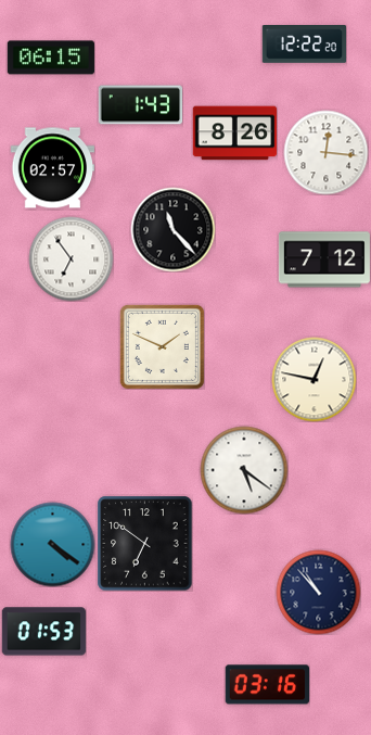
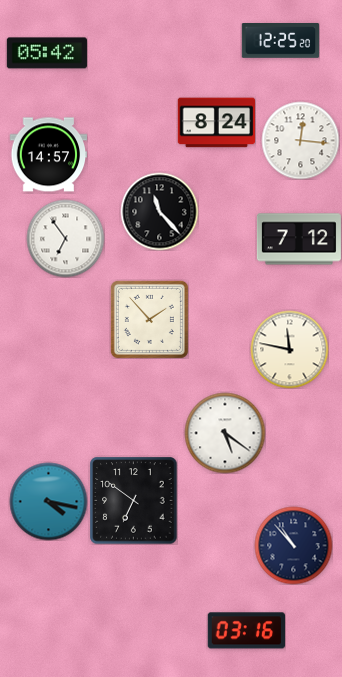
clock at (304, 45): 12:22 -> 12:25
clock at (51, 58): 06:15 -> 05:42
clock at (140, 105): 1:43 -> none
clock at (234, 134): 8:26 -> 8:24
clock at (52, 168): 02:57 -> 14:57
clock at (162, 346): 1:49 -> 1:53
clock at (314, 379): 12:47 -> 11:47
clock at (52, 544): 4:21 -> 4:17
clock at (43, 632): 01:53 -> none
